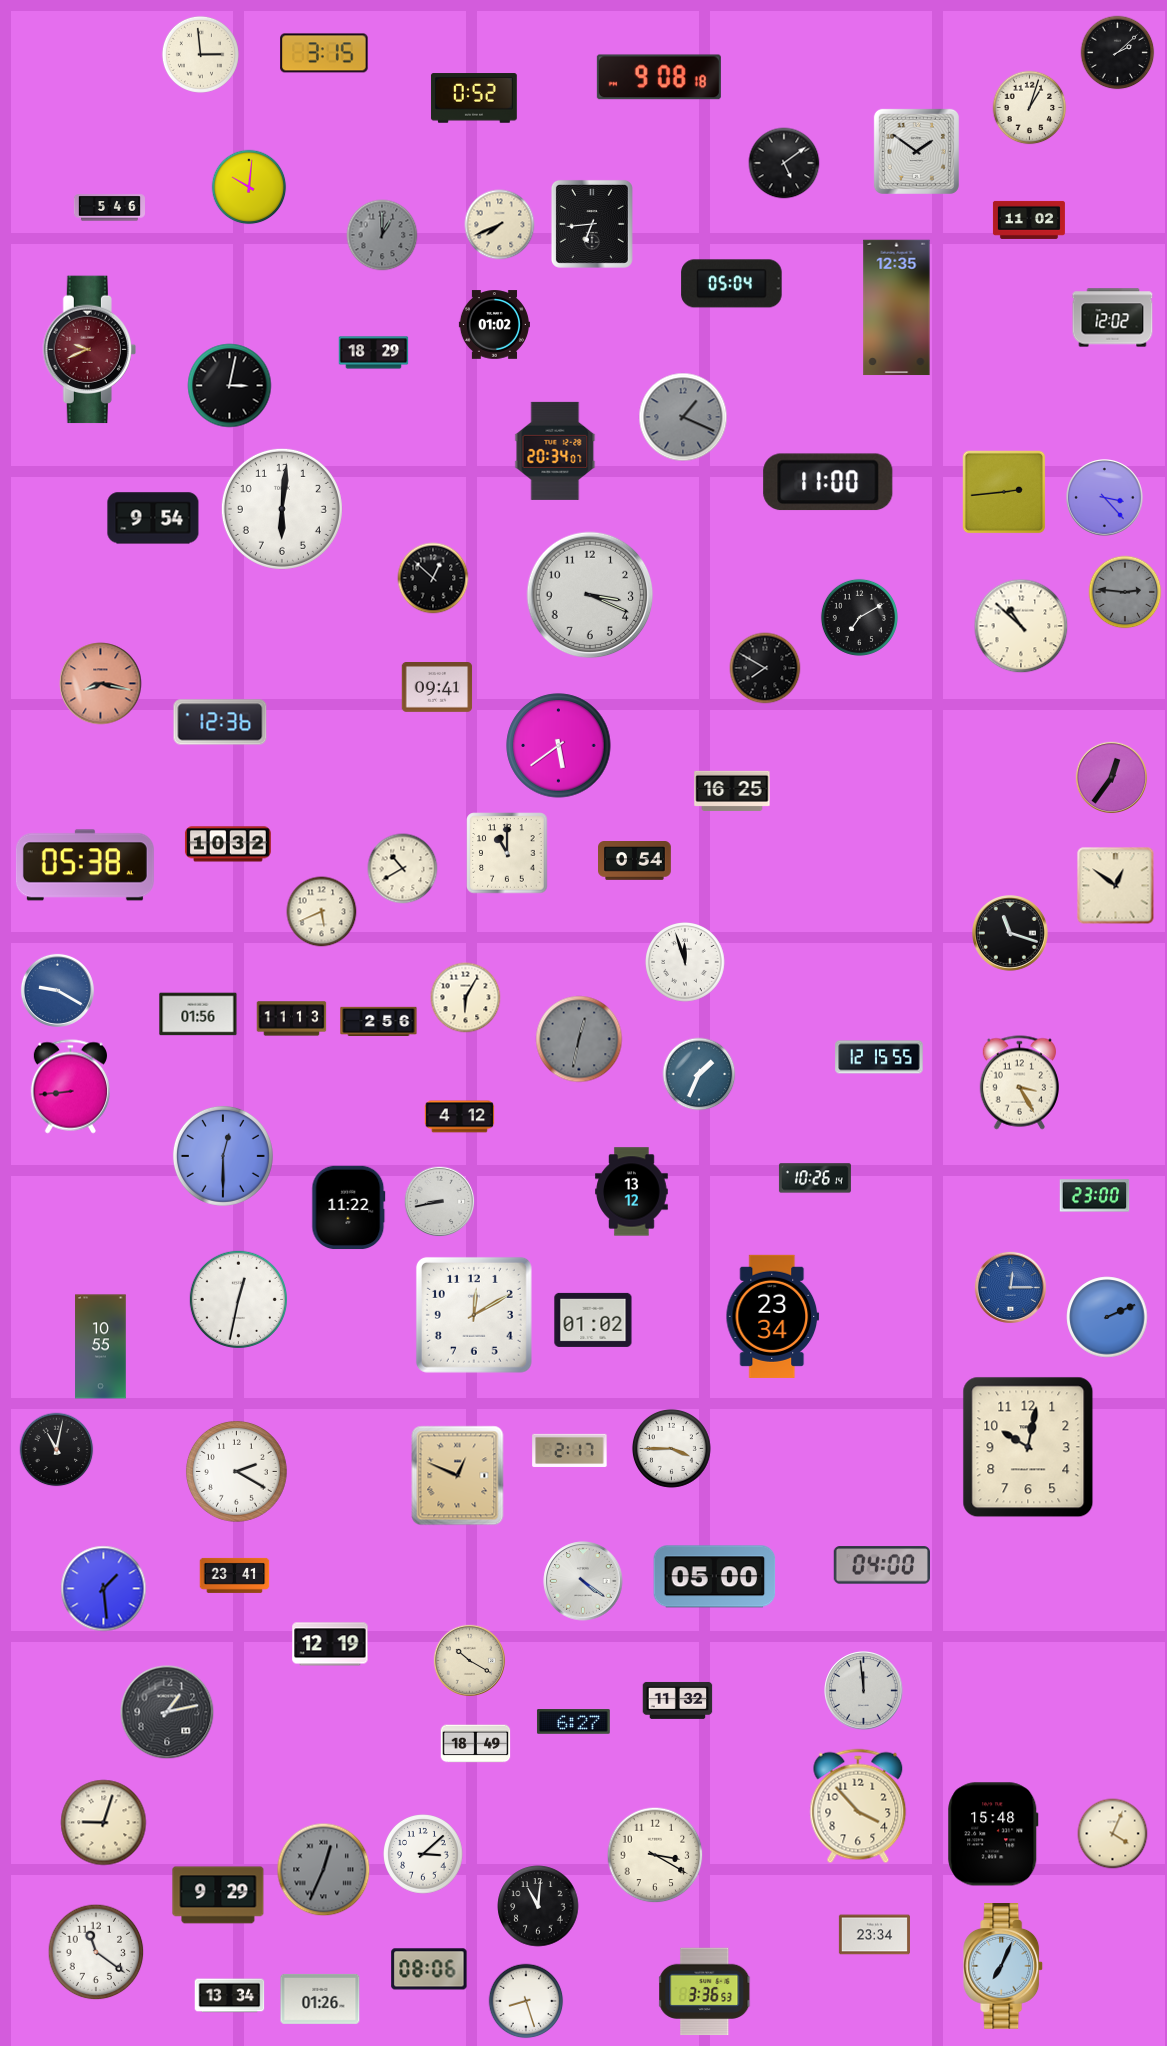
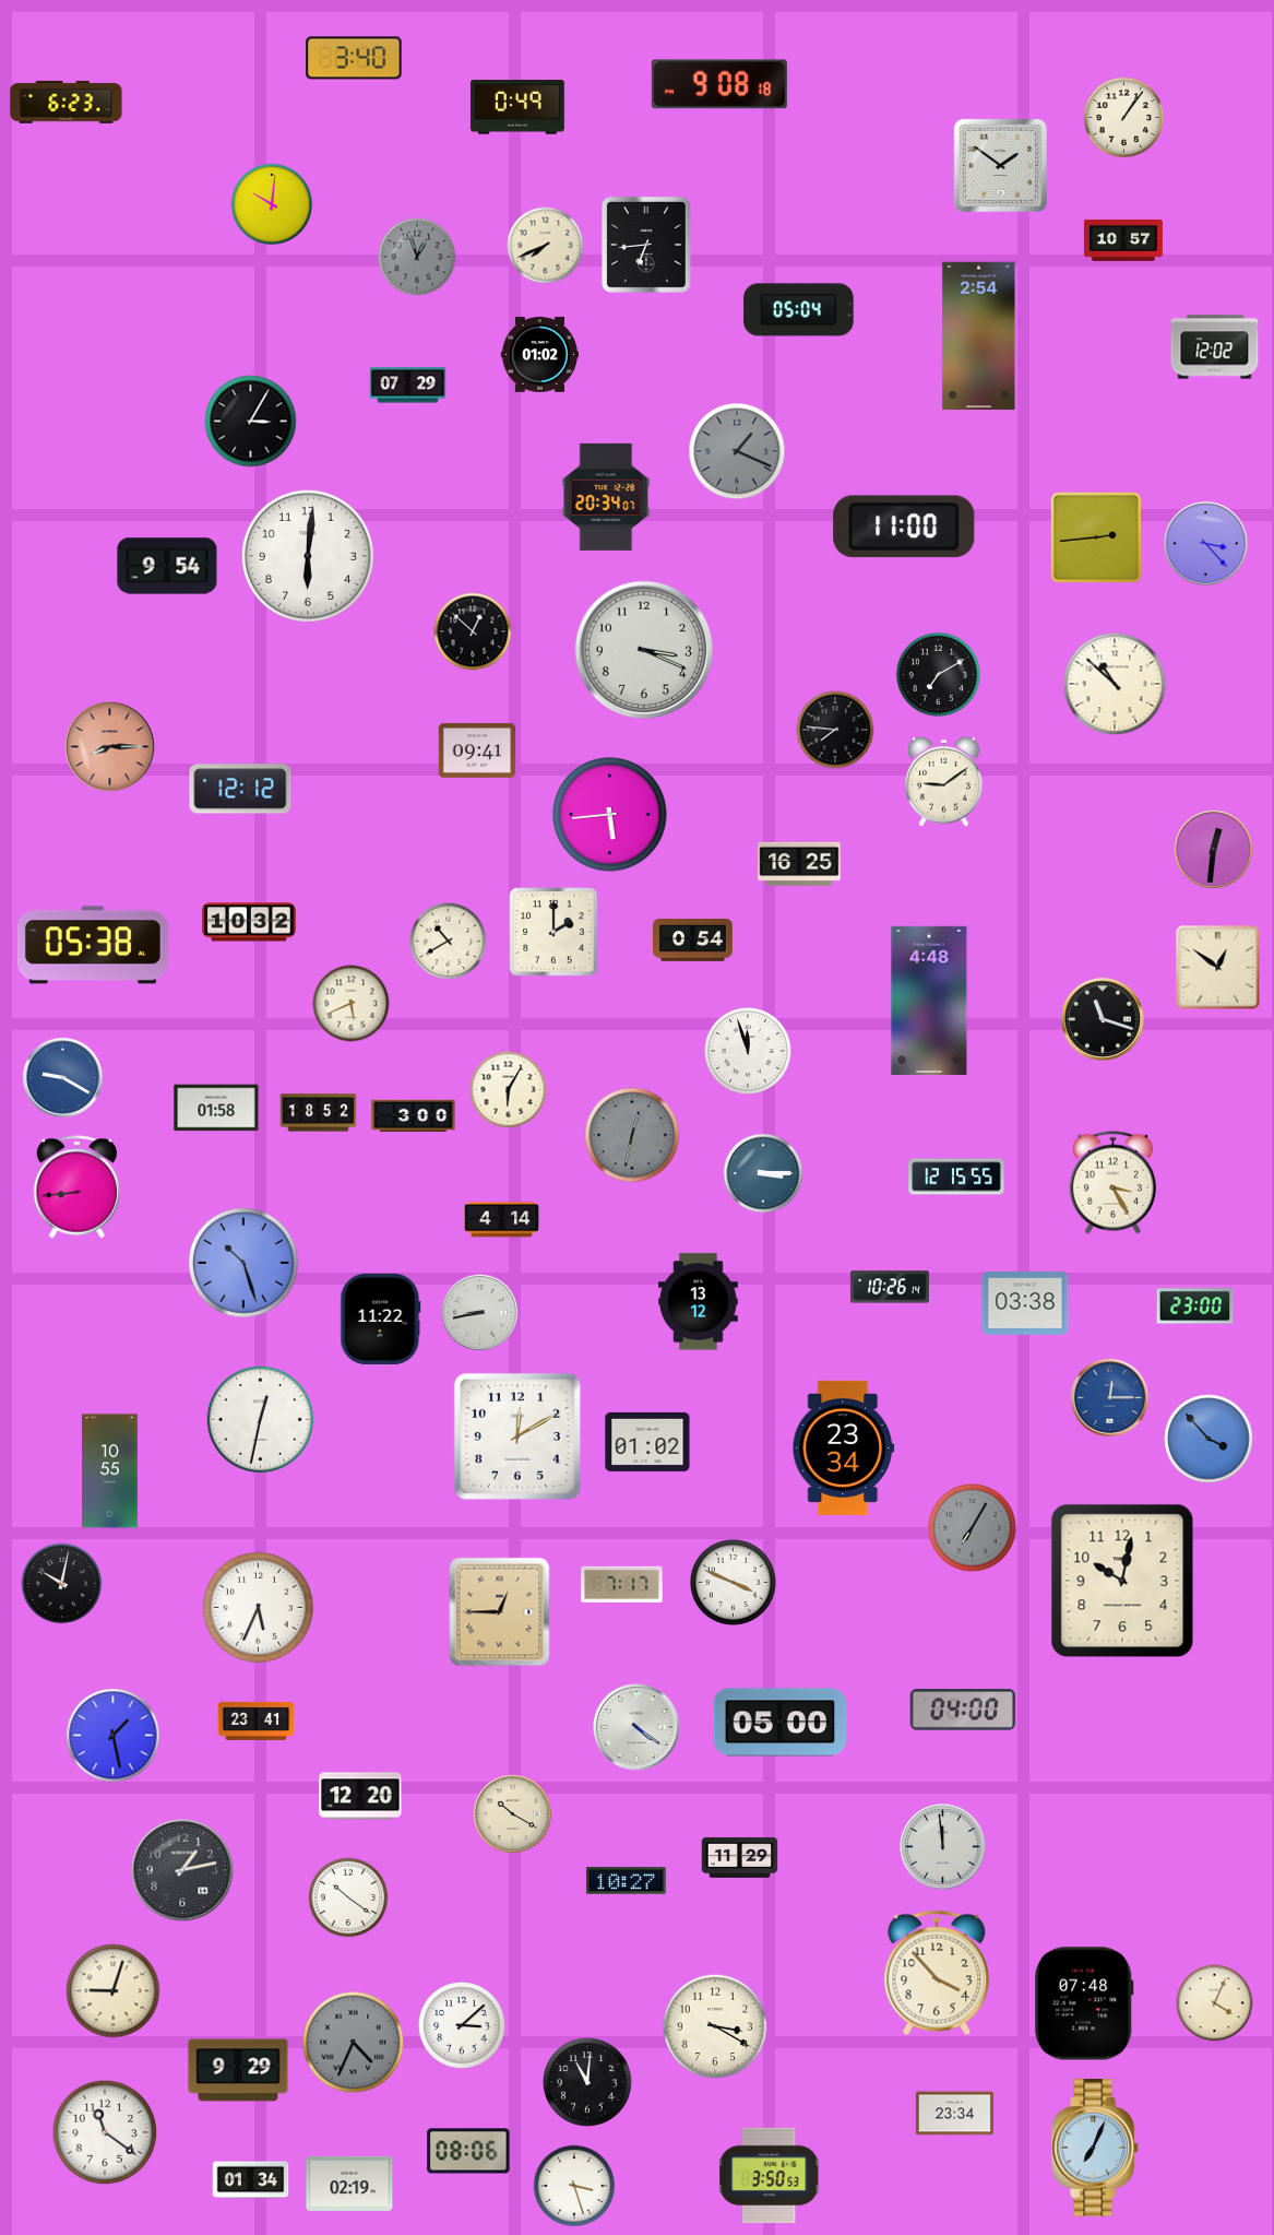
clock at (324, 53): 3:15 -> 3:40
clock at (1118, 53): 2:08 -> none
clock at (200, 54): 2:59 -> none
clock at (67, 102): none -> 6:23
clock at (474, 98): 0:52 -> 0:49
clock at (1030, 108): 1:03 -> 1:06
clock at (784, 163): 5:09 -> none
clock at (109, 208): 5:46 -> none
clock at (1029, 220): 11:02 -> 10:57
clock at (382, 235): 1:00 -> 12:57
clock at (897, 308): 12:35 -> 2:54
clock at (89, 350): 9:41 -> none
clock at (374, 353): 18:29 -> 07:29
clock at (230, 386): 3:02 -> 3:05
clock at (683, 417) position: (683, 417) -> (737, 451)
clock at (555, 451) position: (555, 451) -> (606, 497)
clock at (1125, 592): 2:46 -> none
clock at (765, 668): 7:50 -> 7:46
clock at (101, 684): 8:17 -> 8:15
clock at (944, 781): none -> 9:09
clock at (220, 722): 12:36 -> 12:12
clock at (559, 746): 5:39 -> 5:44
clock at (1111, 777): 12:36 -> 12:31
clock at (507, 853): 11:00 -> 2:00
clock at (403, 869) position: (403, 869) -> (449, 942)
clock at (322, 912) position: (322, 912) -> (352, 1004)
clock at (929, 1001): none -> 4:48
clock at (57, 990) position: (57, 990) -> (62, 1077)
clock at (198, 1014): 01:56 -> 01:58
clock at (292, 1019): 11:13 -> 18:52
clock at (379, 1022): 2:56 -> 3:00
clock at (879, 1057) position: (879, 1057) -> (956, 1176)
clock at (699, 1074): 1:34 -> 3:15
clock at (460, 1117): 4:12 -> 4:14
clock at (223, 1156): 12:30 -> 10:27
clock at (632, 1192) position: (632, 1192) -> (699, 1302)
clock at (1025, 1303): none -> 03:38
clock at (1010, 1287) position: (1010, 1287) -> (1109, 1397)
clock at (773, 1316) position: (773, 1316) -> (844, 1447)
clock at (1107, 1317): 2:11 -> 3:53
clock at (973, 1528): none -> 7:05
clock at (671, 1448): 3:45 -> 3:49
clock at (57, 1450): 11:02 -> 10:02
clock at (570, 1450): 2:17 -> 7:17
clock at (236, 1471): 2:20 -> 5:34
clock at (458, 1476): 12:49 -> 12:45
clock at (104, 1589): 1:29 -> 1:28
clock at (330, 1644): 12:19 -> 12:20
clock at (678, 1700): 11:32 -> 11:29
clock at (573, 1722): 6:27 -> 10:27
clock at (348, 1897): none -> 10:21
clock at (476, 1744): 18:49 -> none
clock at (993, 1834): 15:48 -> 07:48
clock at (324, 1870): 12:34 -> 4:34
clock at (705, 1992): 3:36 -> 3:50
clock at (230, 1996): 13:34 -> 01:34
clock at (320, 1999): 01:26 -> 02:19
clock at (526, 2001): 8:27 -> 3:27
